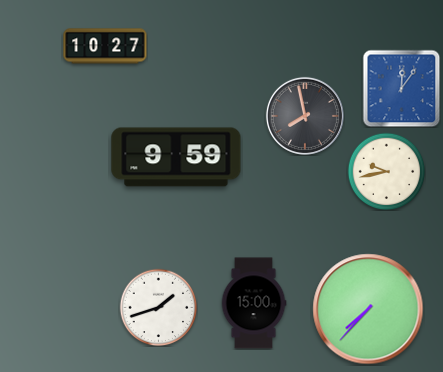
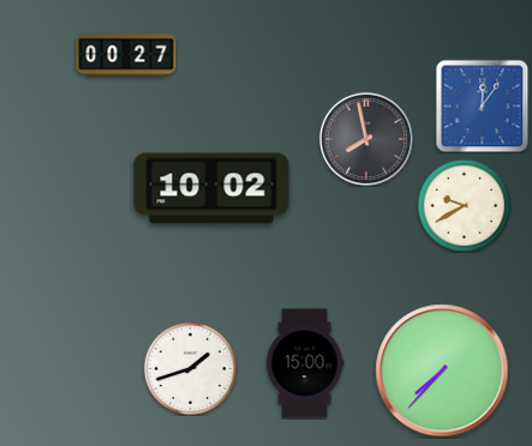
clock at (105, 46): 10:27 -> 00:27
clock at (176, 157): 9:59 -> 10:02
clock at (386, 171): 9:43 -> 9:40
